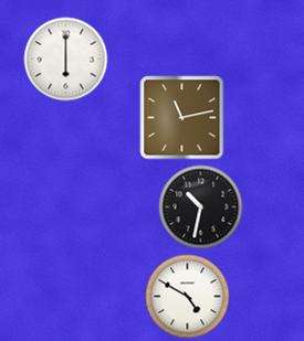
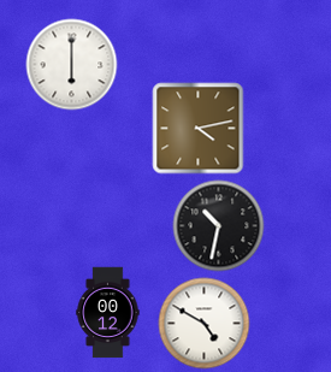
clock at (182, 118): 11:13 -> 4:13
clock at (108, 313): none -> 00:12
